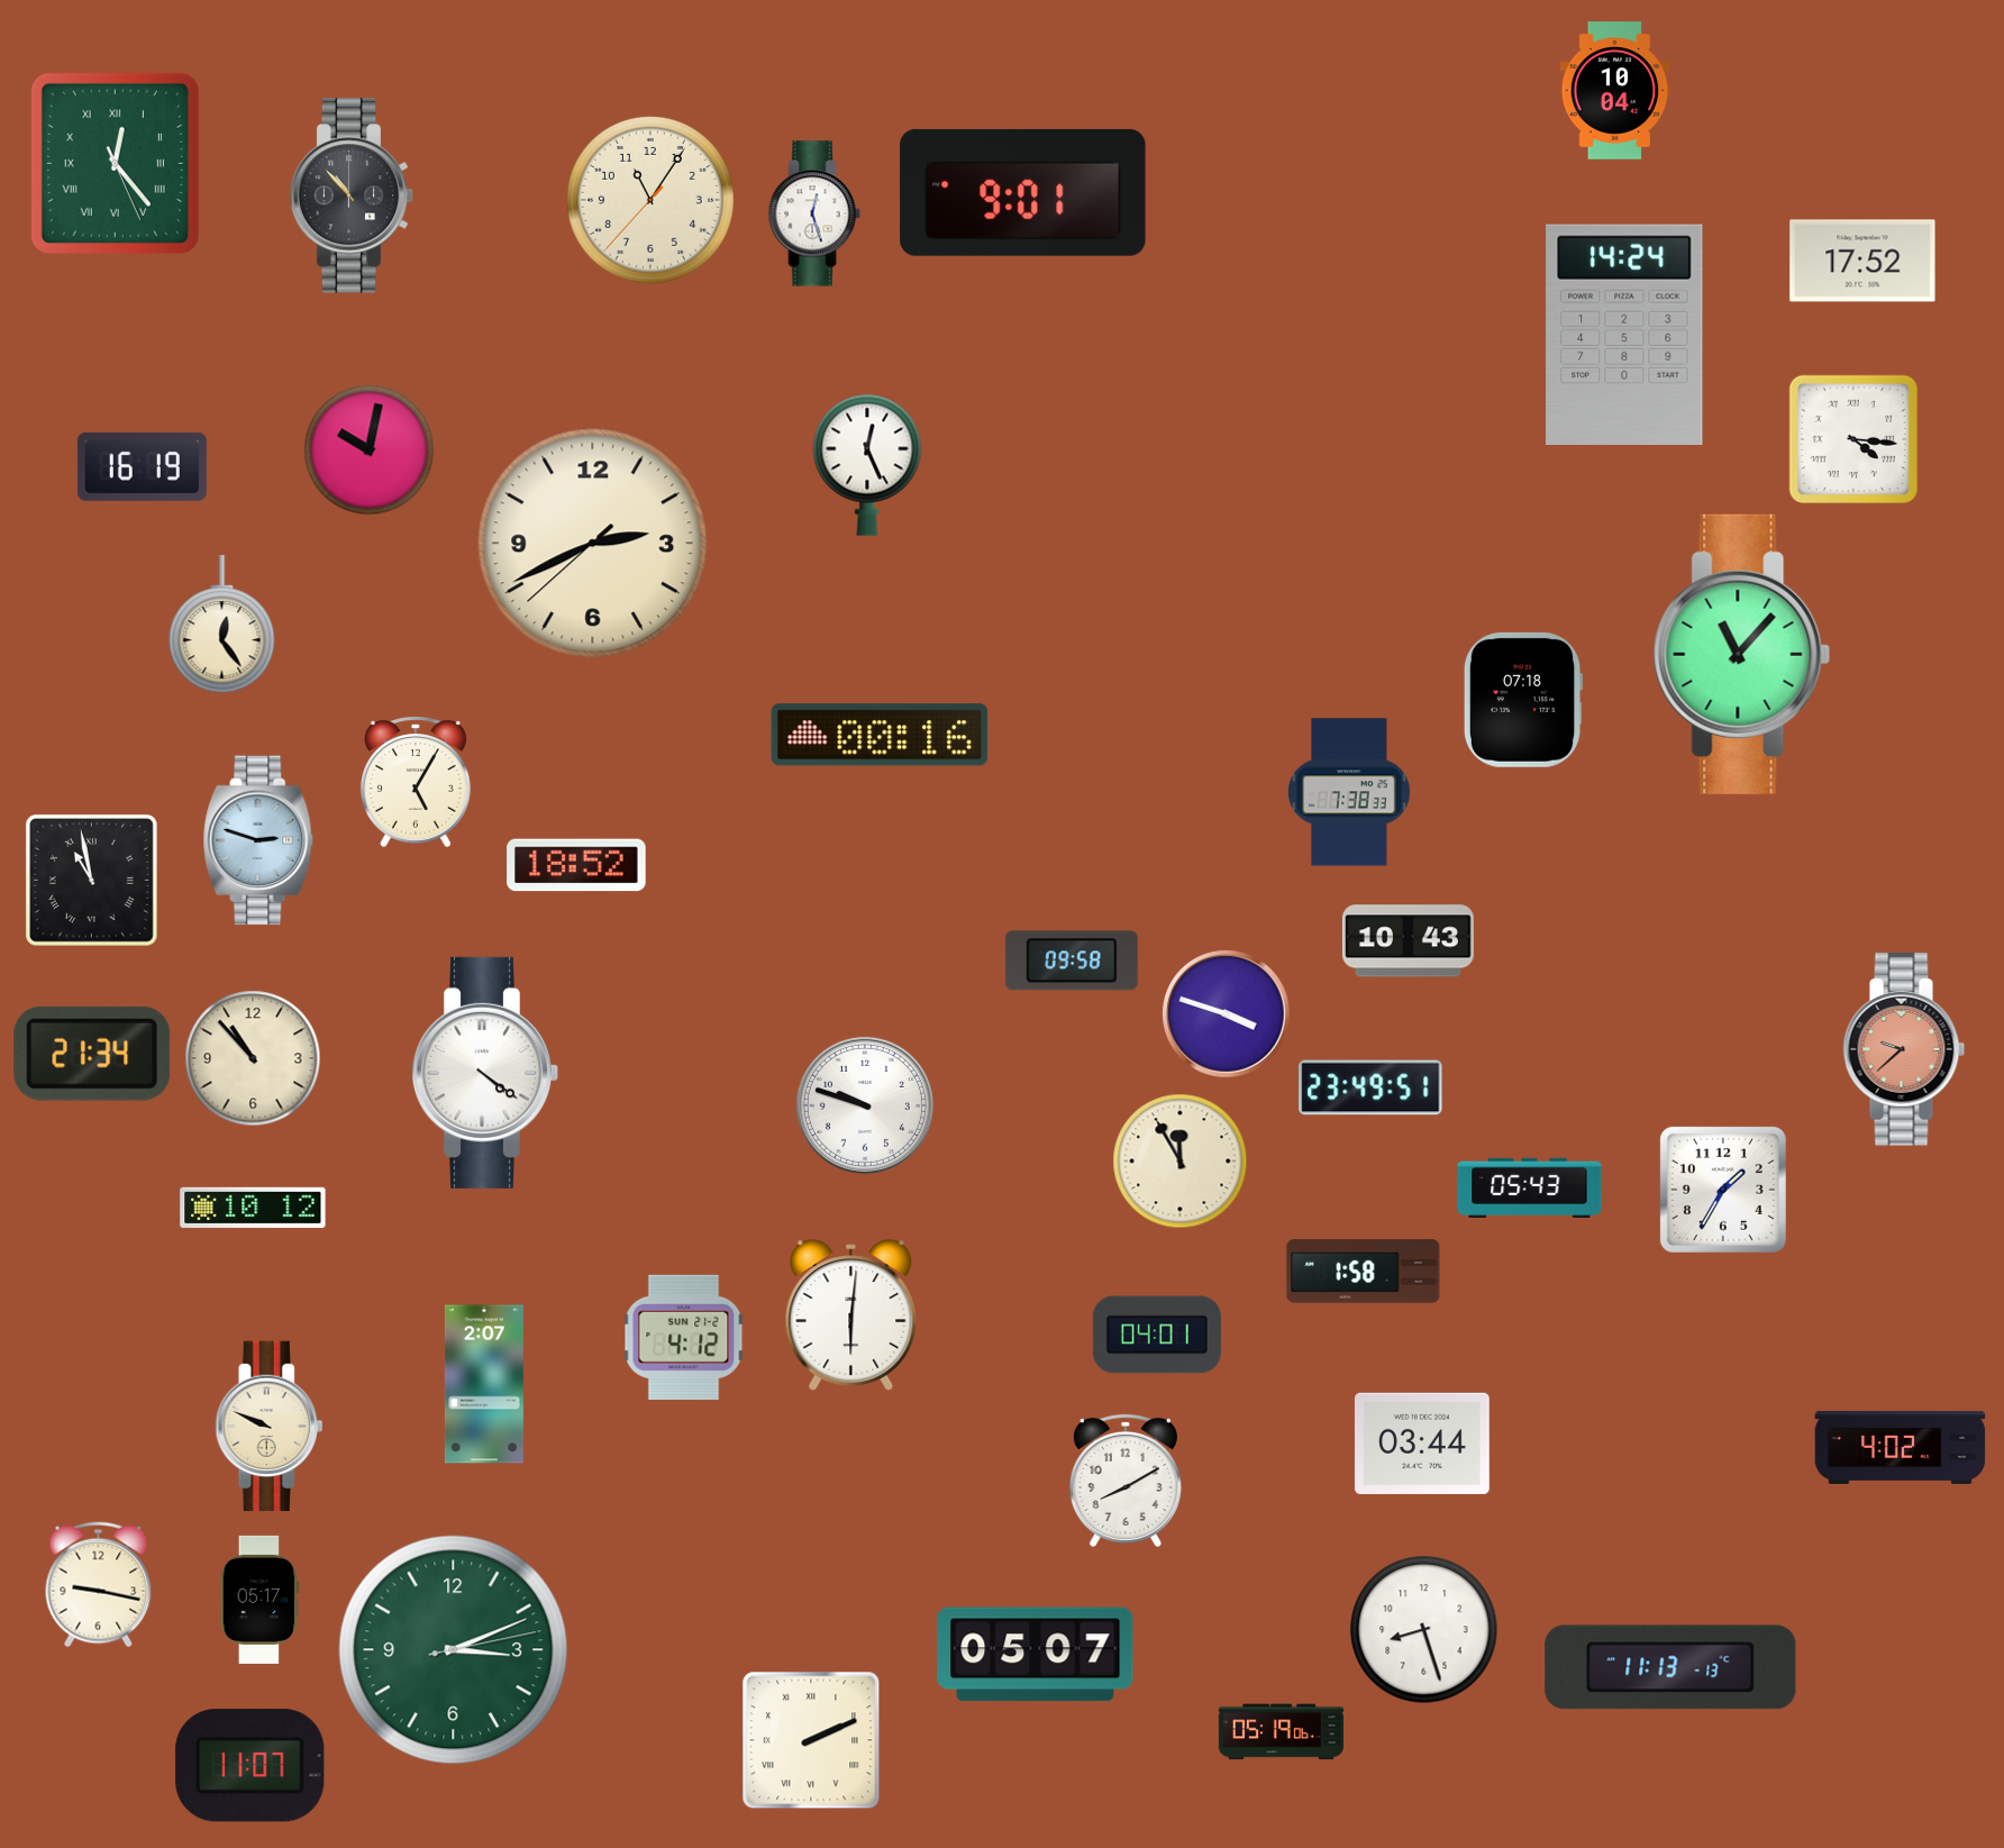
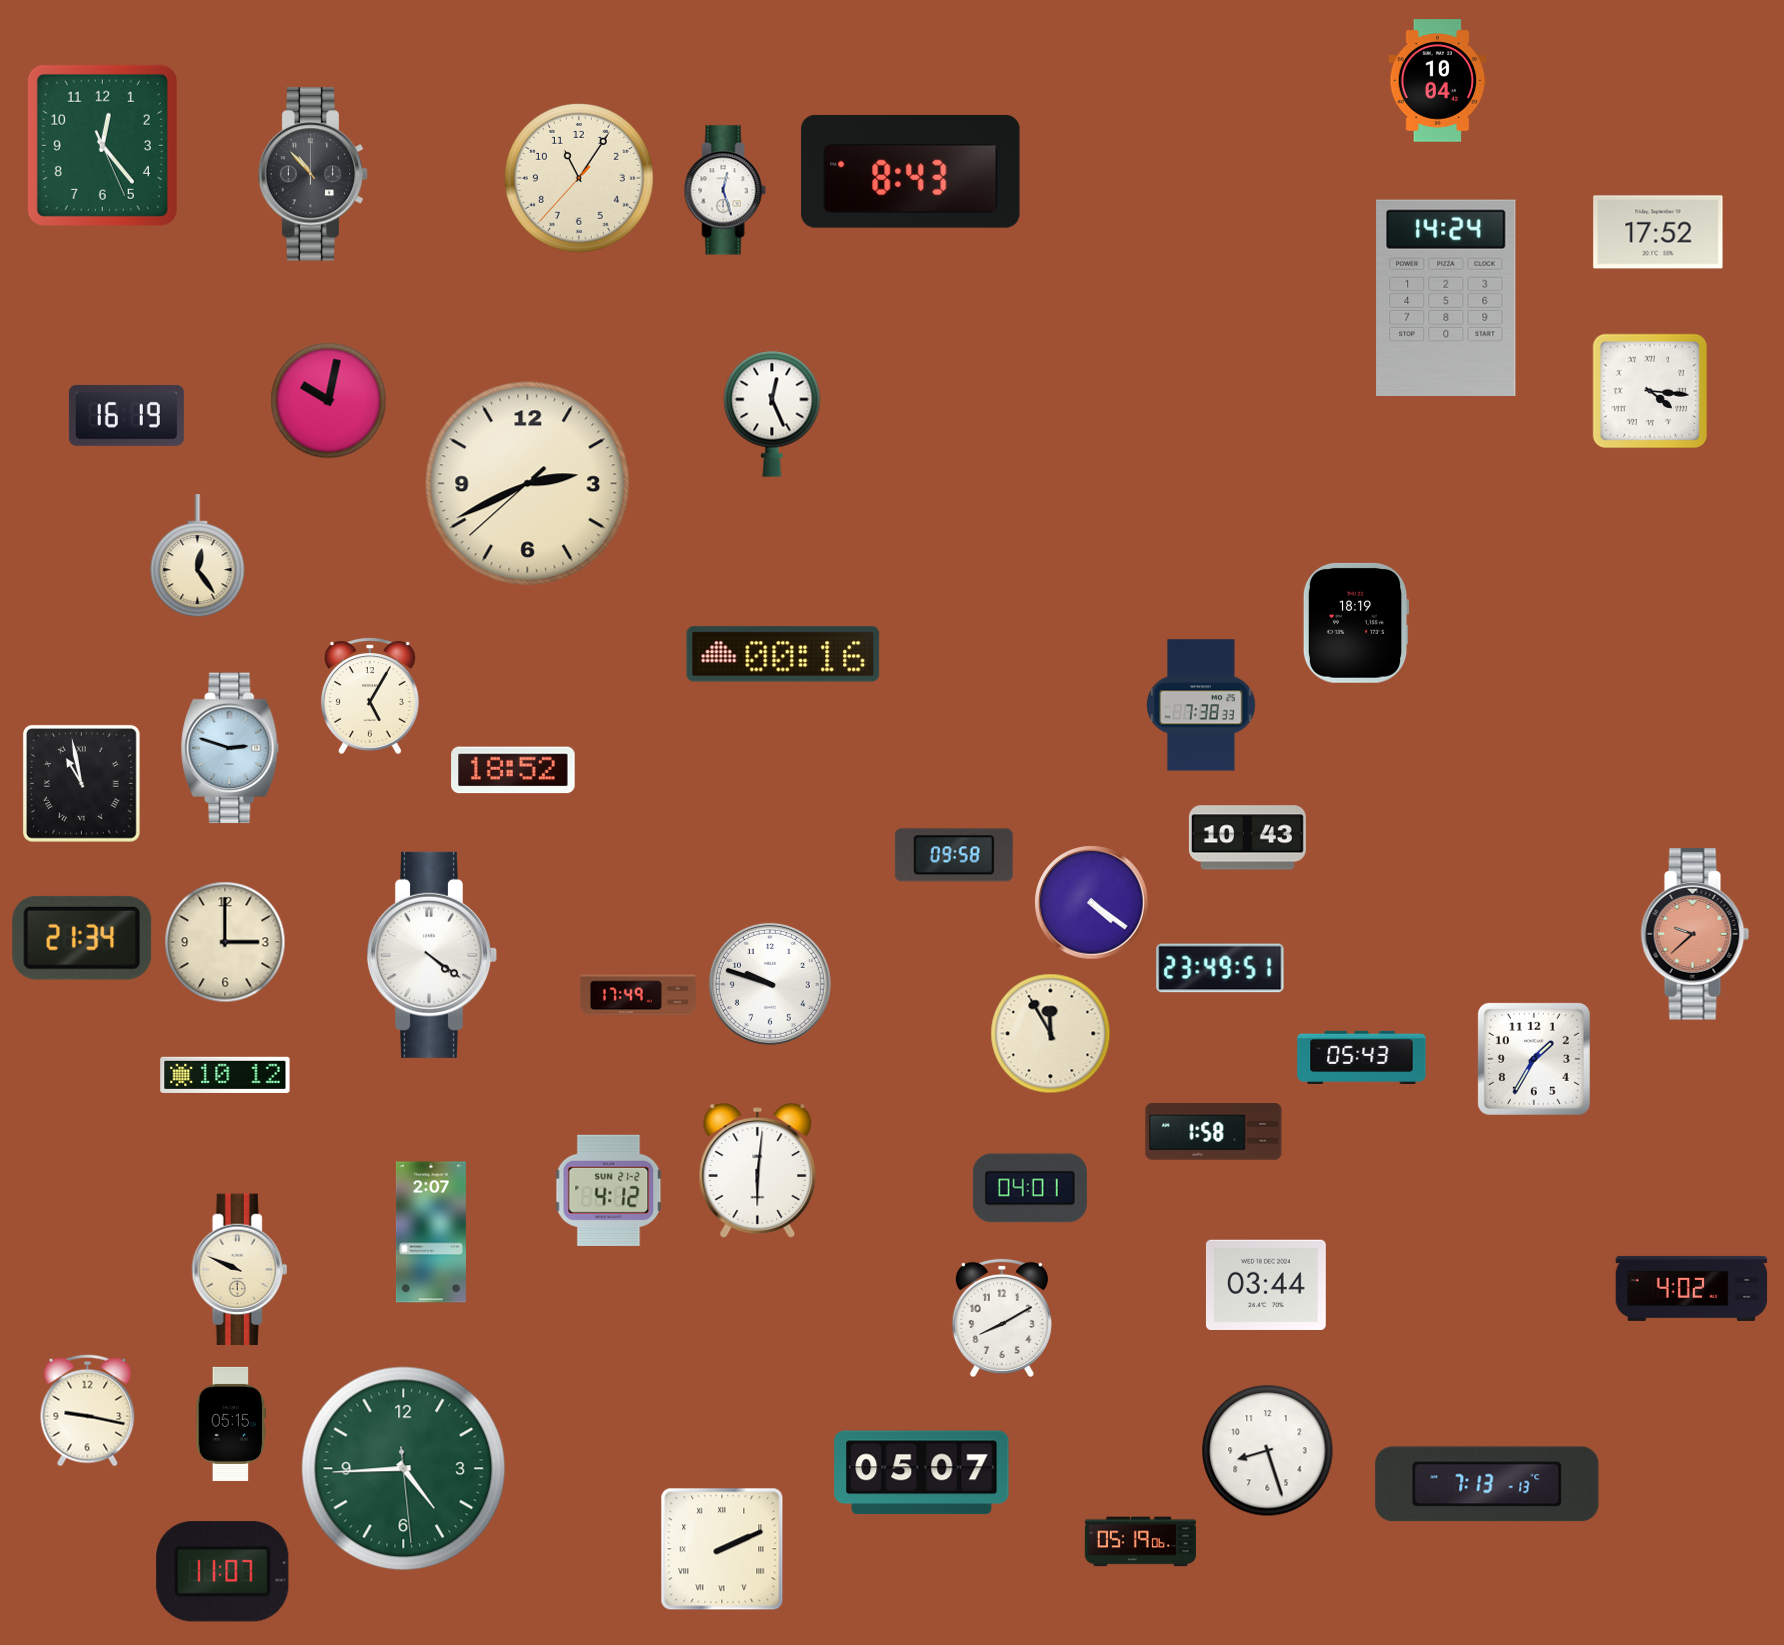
clock at (115, 163) numerals: Roman -> Arabic
clock at (1023, 192): 9:01 -> 8:43
clock at (1742, 654): 11:07 -> none
clock at (1523, 700): 07:18 -> 18:19
clock at (1408, 941) position: (1408, 941) -> (1247, 838)
clock at (1227, 1014): 3:48 -> 4:21
clock at (253, 1058): 10:53 -> 3:00
clock at (638, 995): none -> 17:49
clock at (259, 1600): 05:17 -> 05:15
clock at (454, 1650): 3:11 -> 4:44
clock at (1670, 1667): 11:13 -> 7:13
